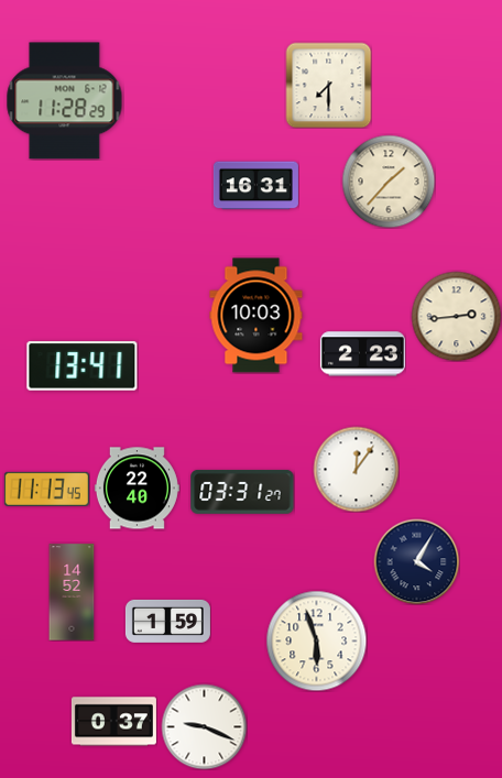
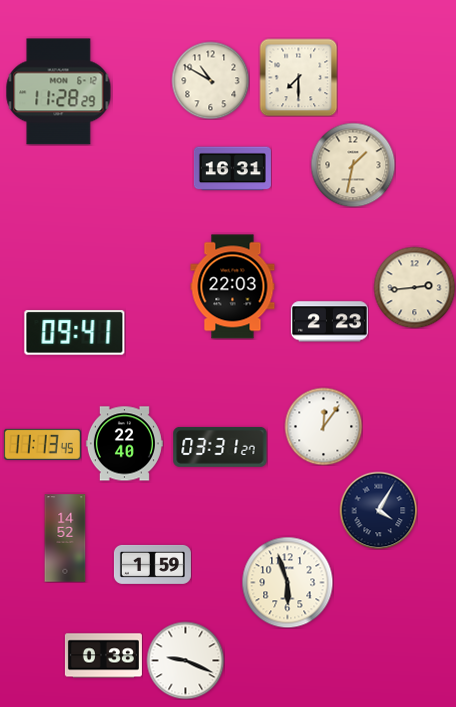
clock at (210, 80): none -> 10:50
clock at (389, 182): 1:37 -> 1:32
clock at (257, 316): 10:03 -> 22:03
clock at (83, 366): 13:41 -> 09:41
clock at (113, 722): 0:37 -> 0:38
